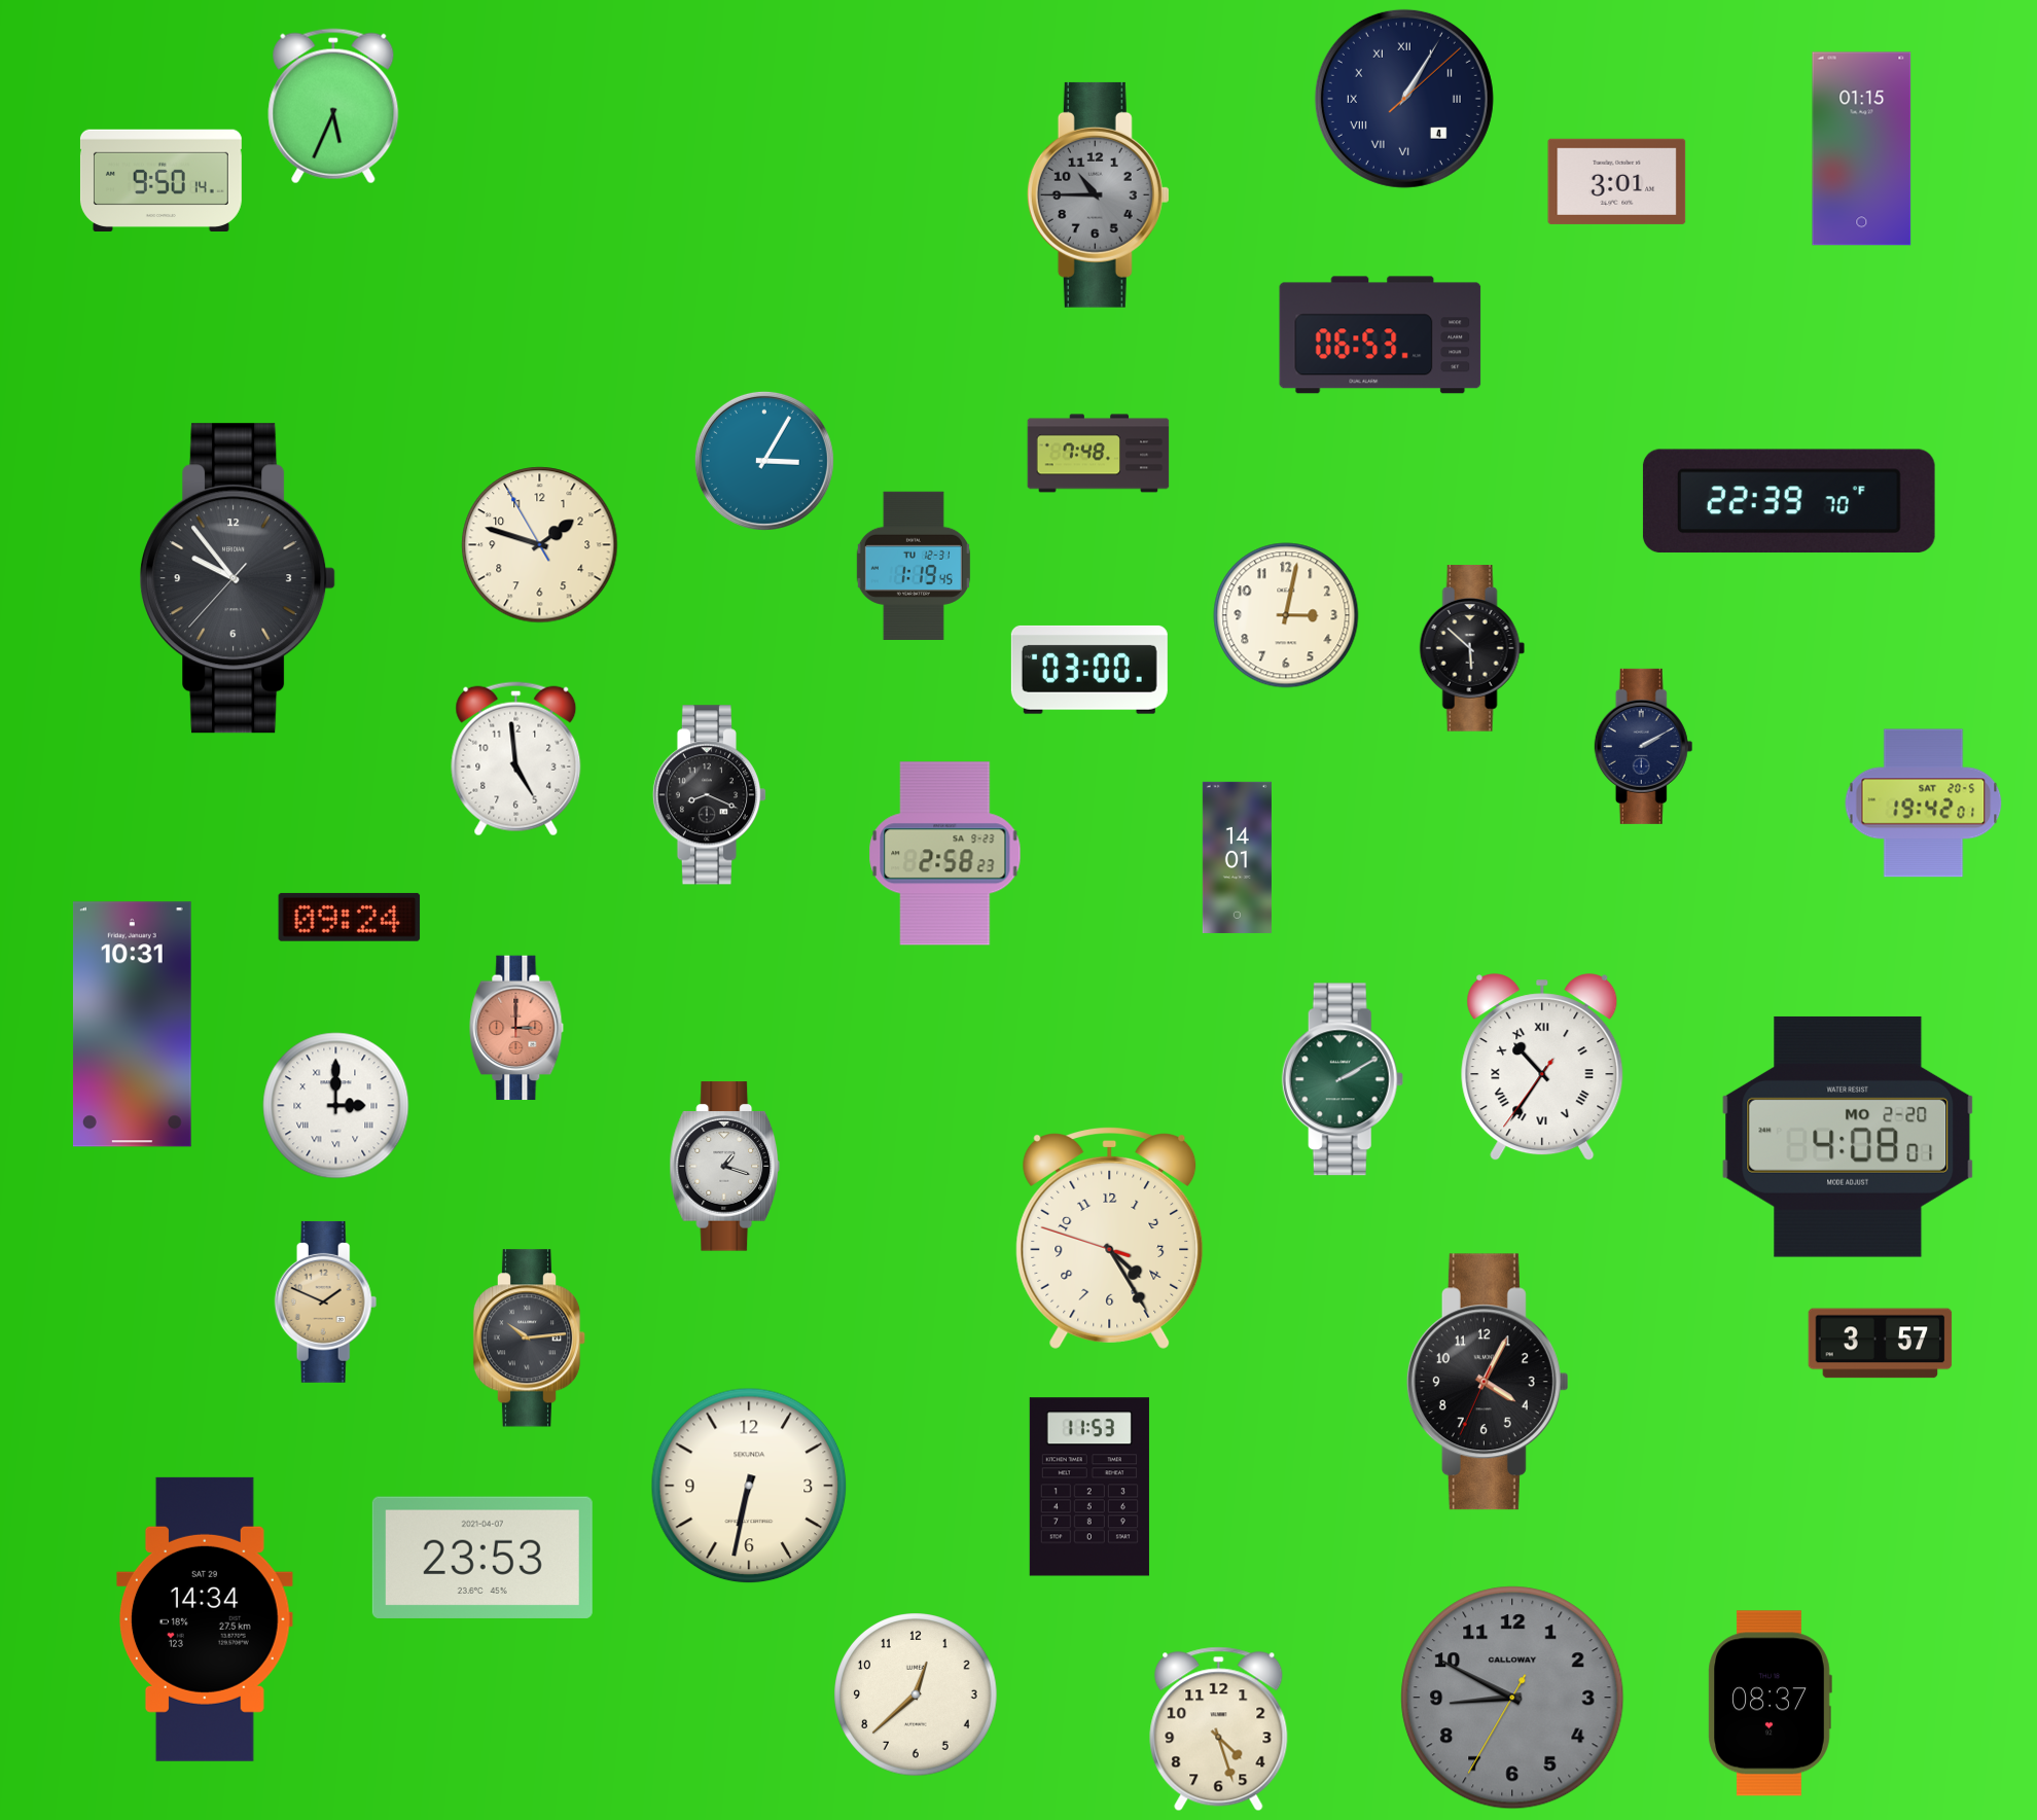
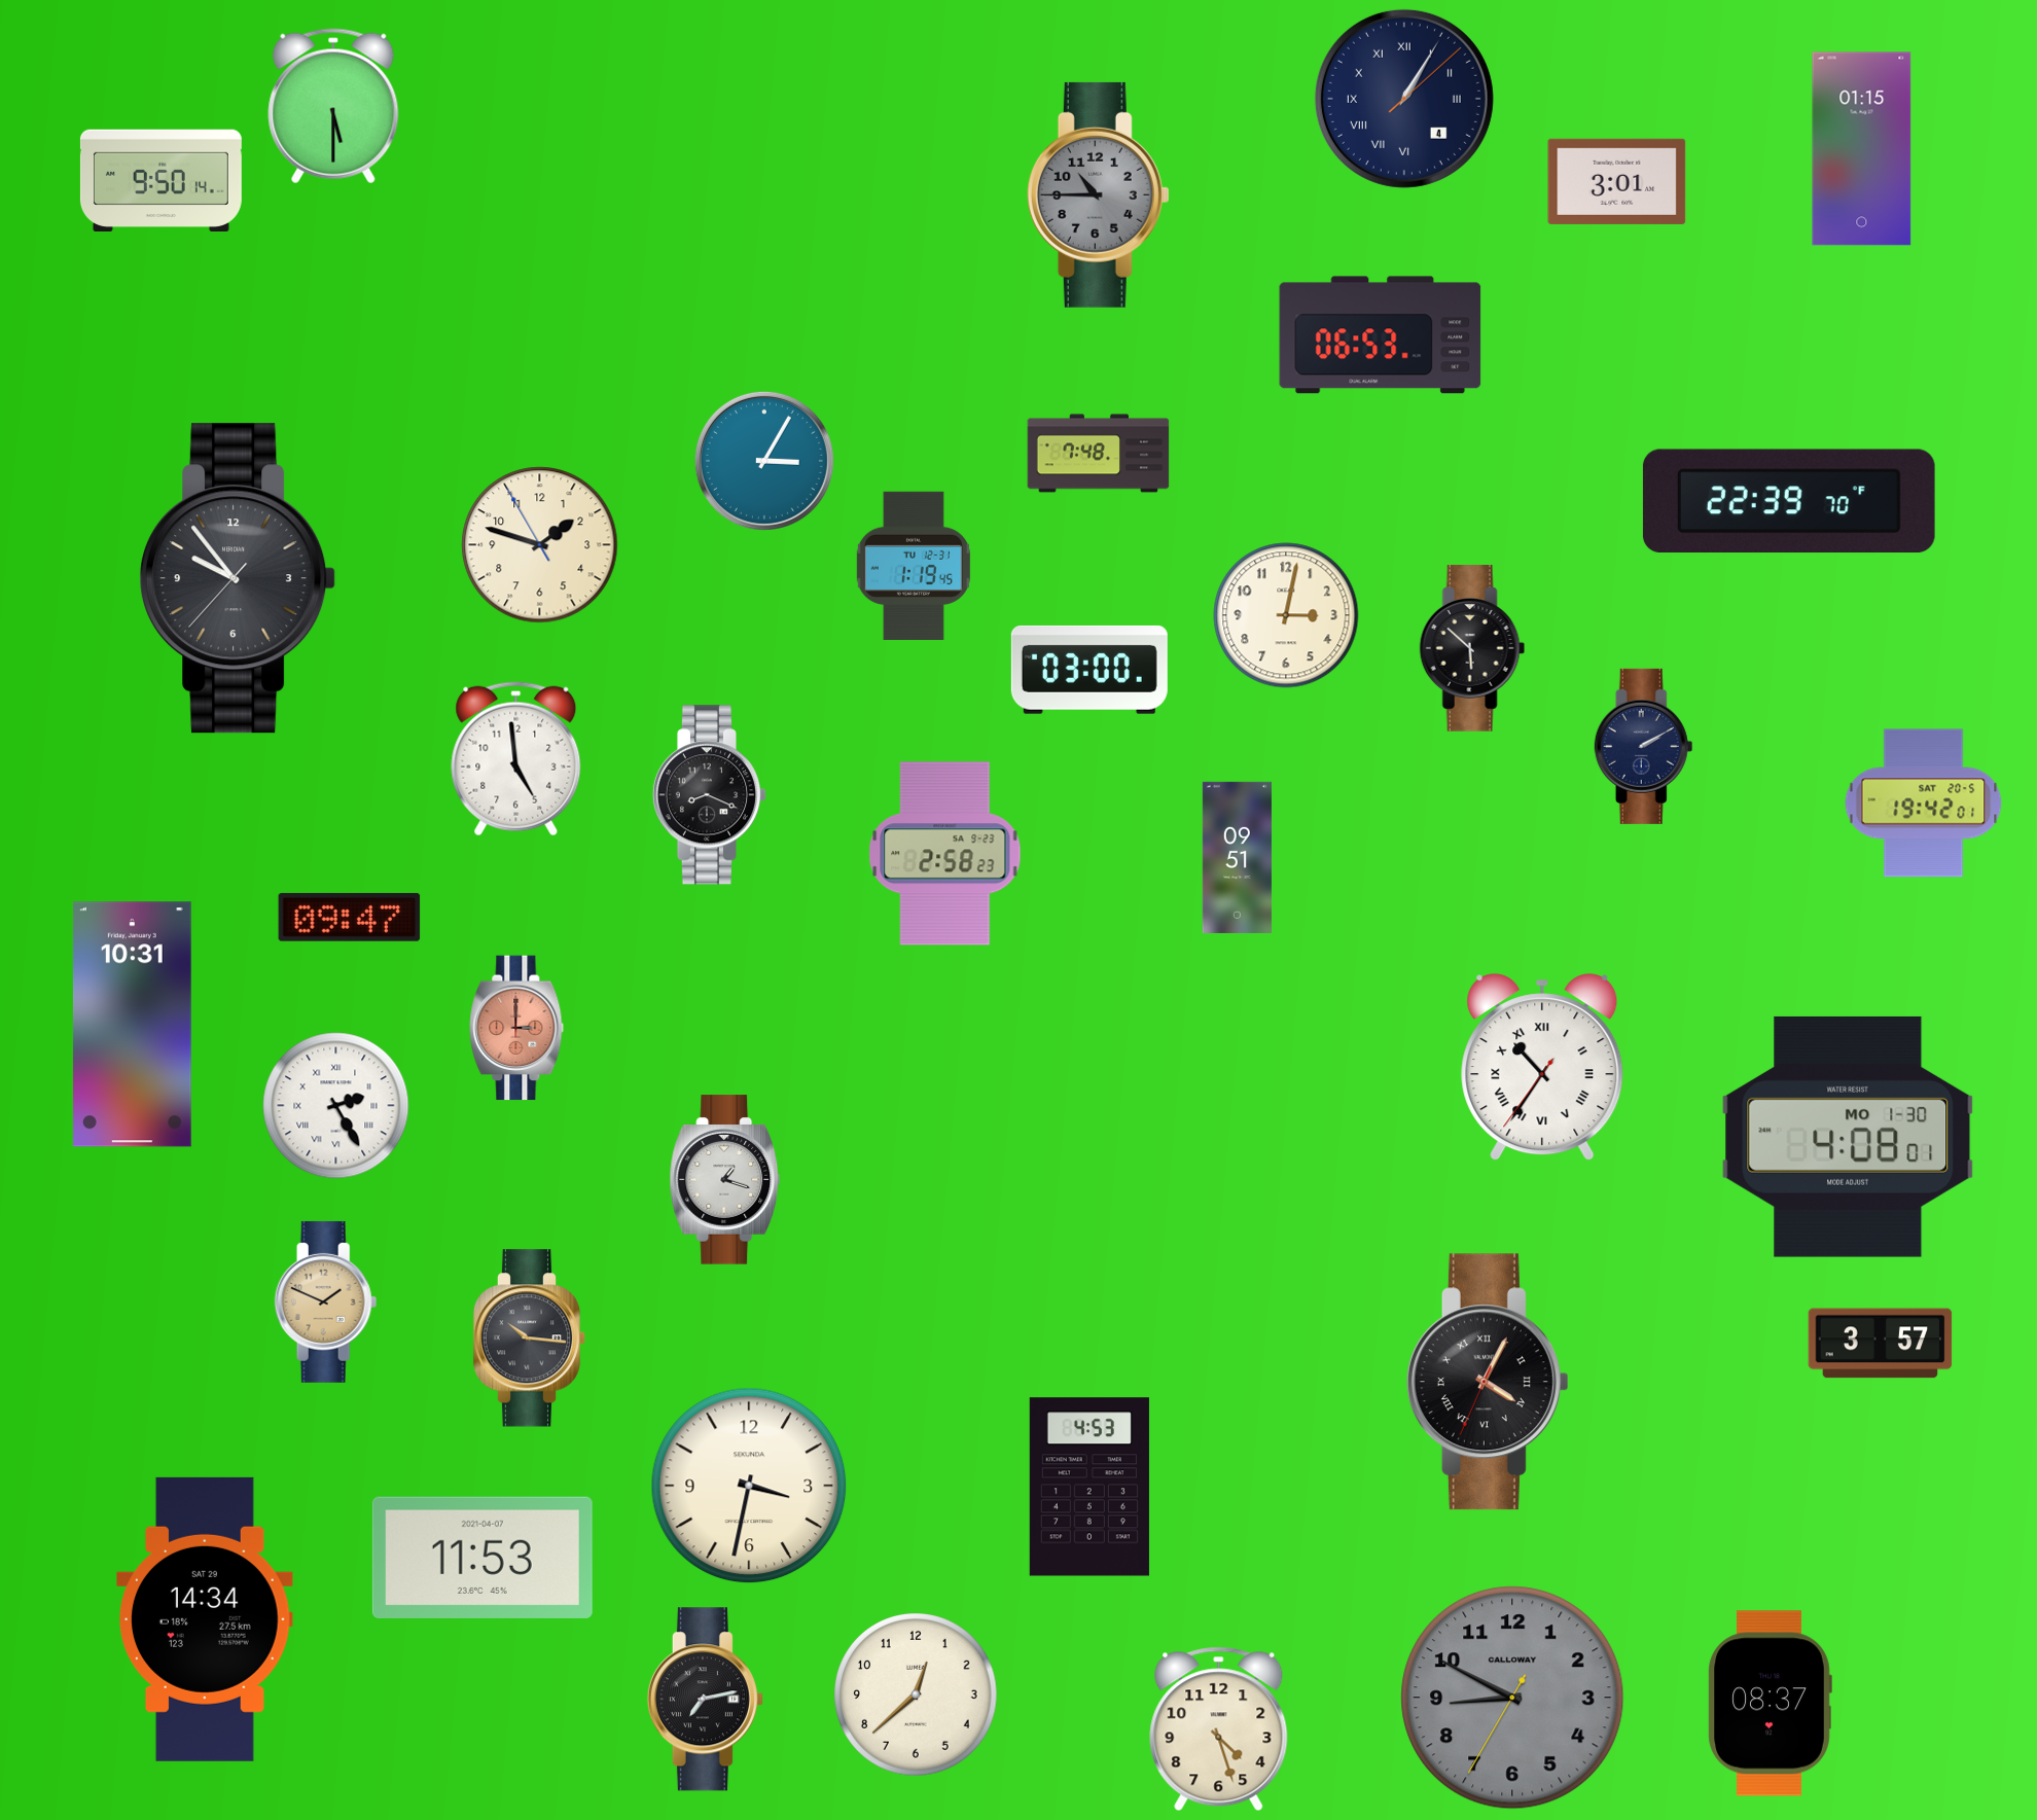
clock at (333, 106): 5:34 -> 5:30
clock at (1237, 857): 14:01 -> 09:51
clock at (350, 917): 09:24 -> 09:47
clock at (1343, 1079): 2:10 -> none
clock at (336, 1106): 3:00 -> 2:25
clock at (1848, 1137) date: MO 2-20 -> MO 1-30
clock at (725, 1167) position: (725, 1167) -> (725, 1180)
clock at (1110, 1239): 4:24 -> none
clock at (530, 1339): 10:14 -> 10:16
clock at (1488, 1382) numerals: Arabic -> Roman
clock at (749, 1486): 6:32 -> 3:32
clock at (1089, 1487): 11:53 -> 4:53
clock at (483, 1558): 23:53 -> 11:53
clock at (705, 1700): none -> 7:13
